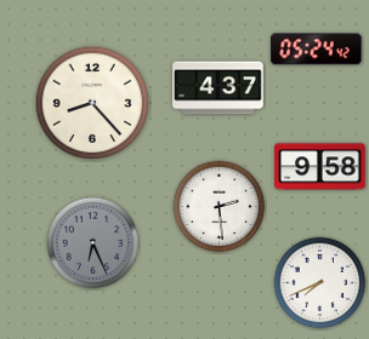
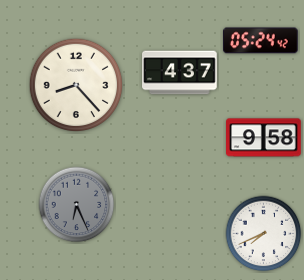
clock at (220, 207): 2:29 -> none
clock at (93, 243) position: (93, 243) -> (77, 205)
